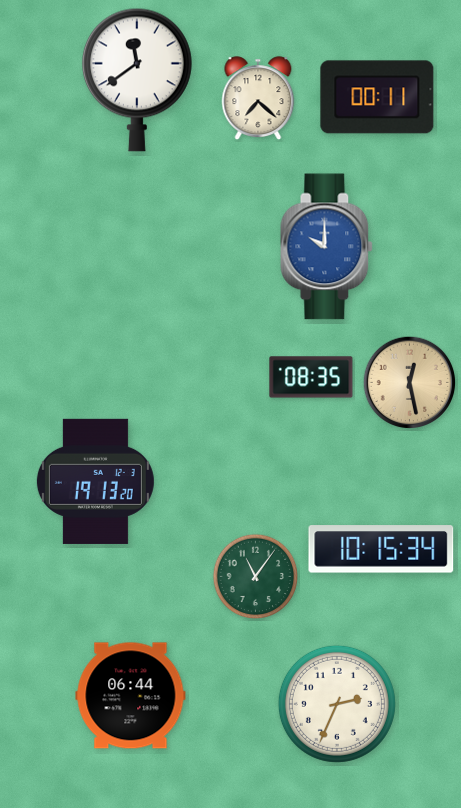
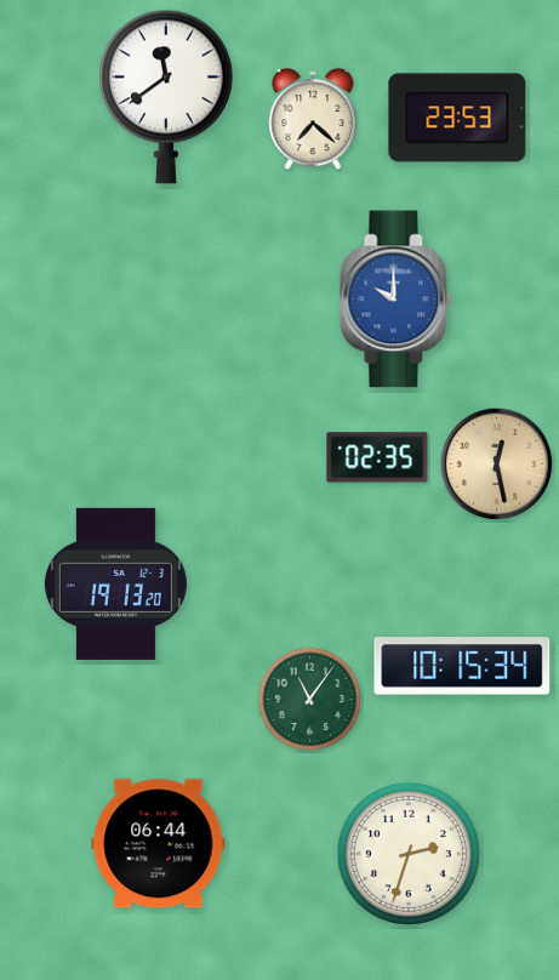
clock at (377, 97): 00:11 -> 23:53
clock at (311, 377): 08:35 -> 02:35
clock at (337, 704): 2:34 -> 2:33
